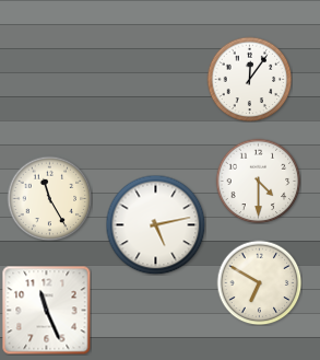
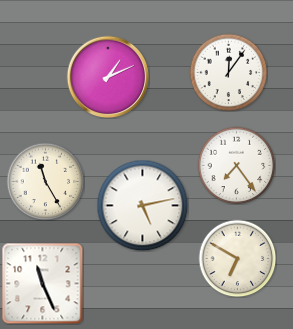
clock at (108, 77): none -> 1:11
clock at (258, 181): 4:30 -> 7:24
